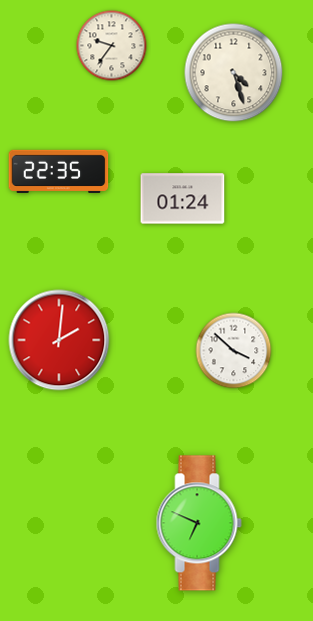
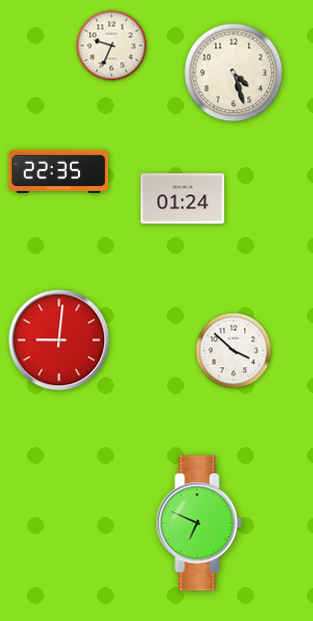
clock at (112, 46): 9:36 -> 9:34
clock at (59, 340): 2:01 -> 9:01
